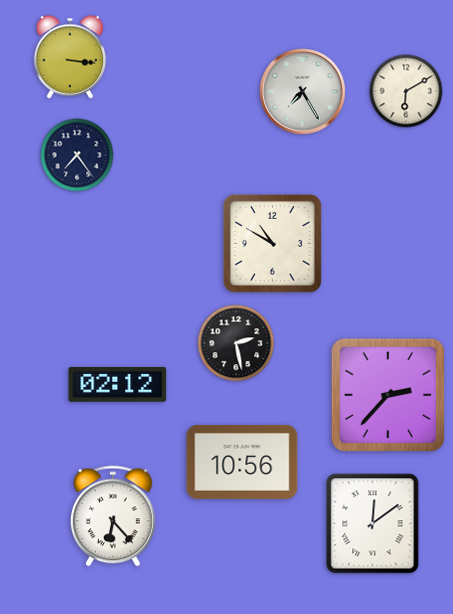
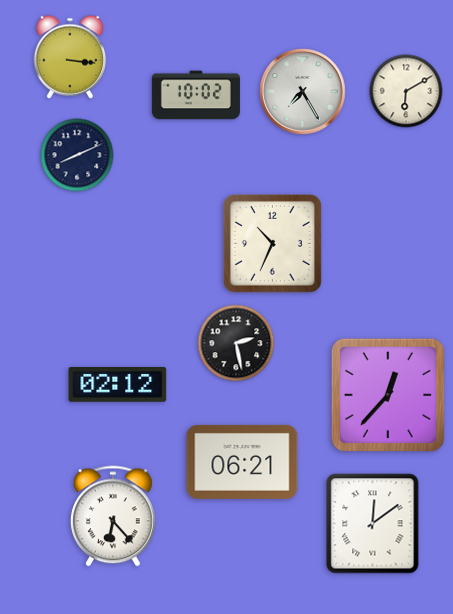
clock at (196, 95): none -> 10:02
clock at (77, 155): 7:24 -> 8:11
clock at (272, 243): 10:50 -> 10:34
clock at (388, 395): 2:37 -> 12:37
clock at (242, 462): 10:56 -> 06:21
